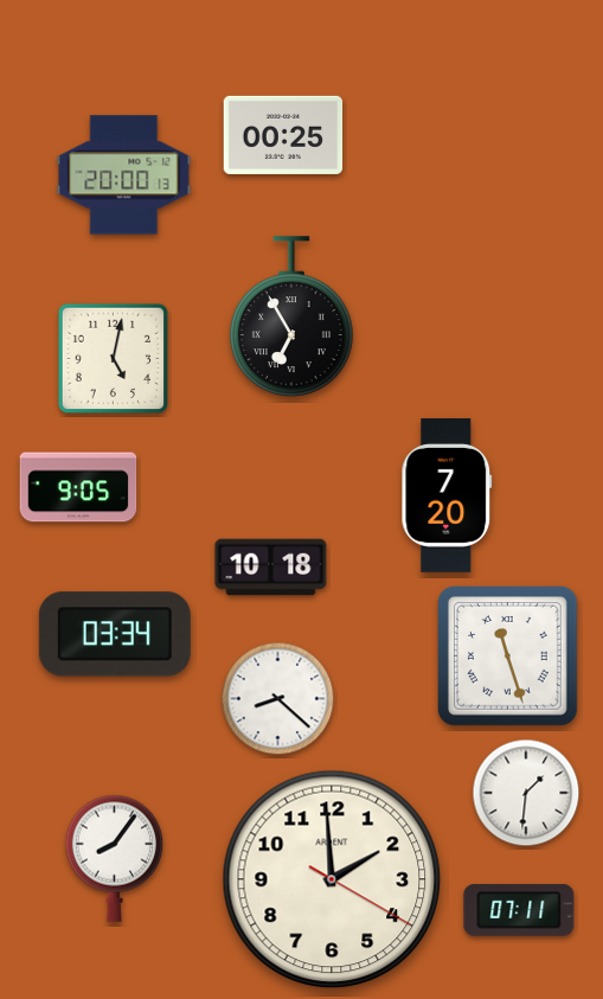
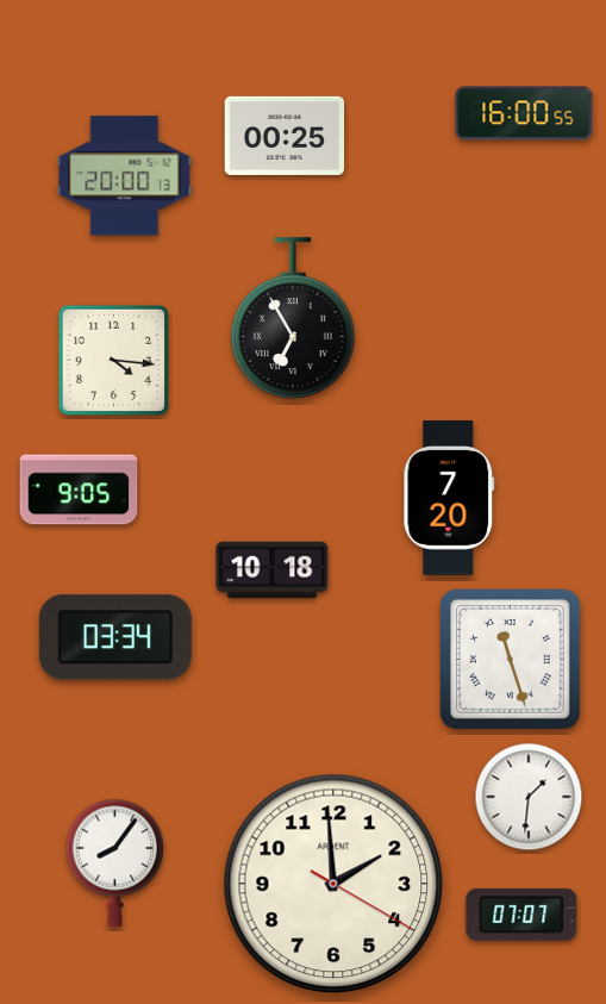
clock at (524, 113): none -> 16:00
clock at (113, 358): 5:02 -> 4:16
clock at (278, 699): 8:22 -> none
clock at (519, 910): 07:11 -> 07:07
